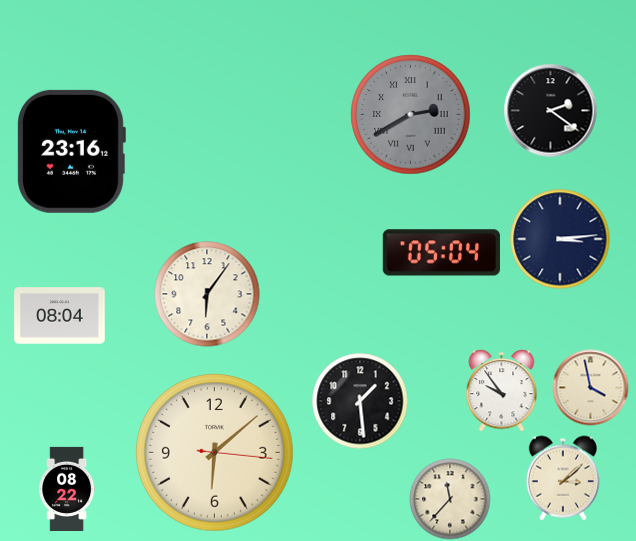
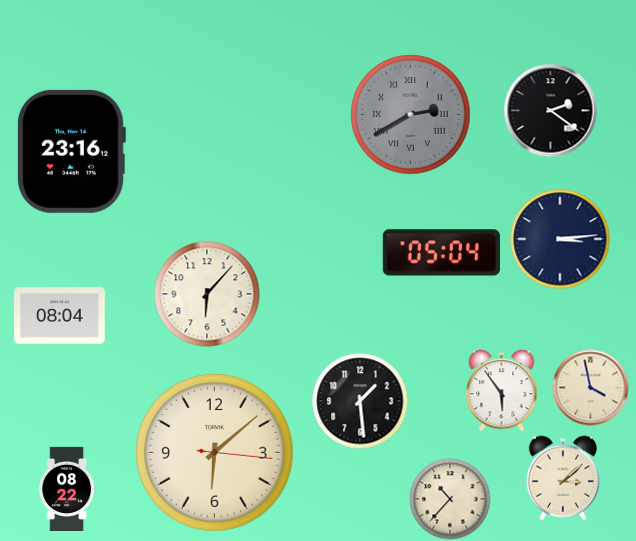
clock at (207, 294): 6:06 -> 6:07
clock at (502, 391): 9:54 -> 5:54
clock at (450, 499): 11:37 -> 10:37
